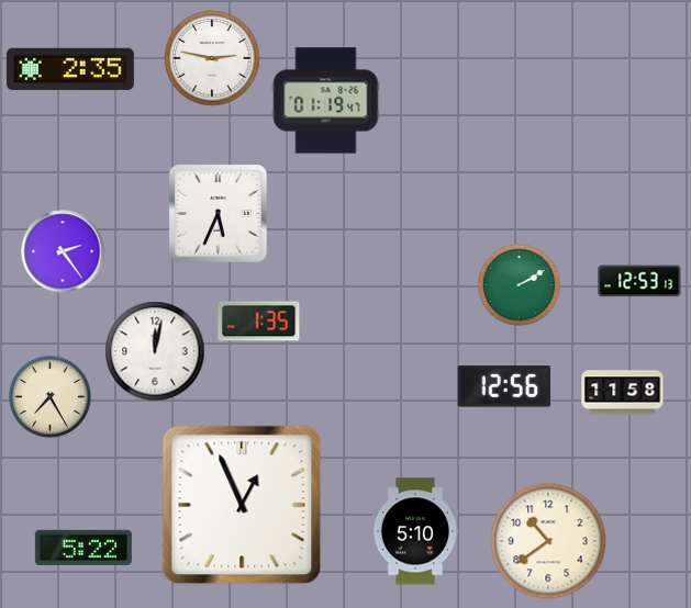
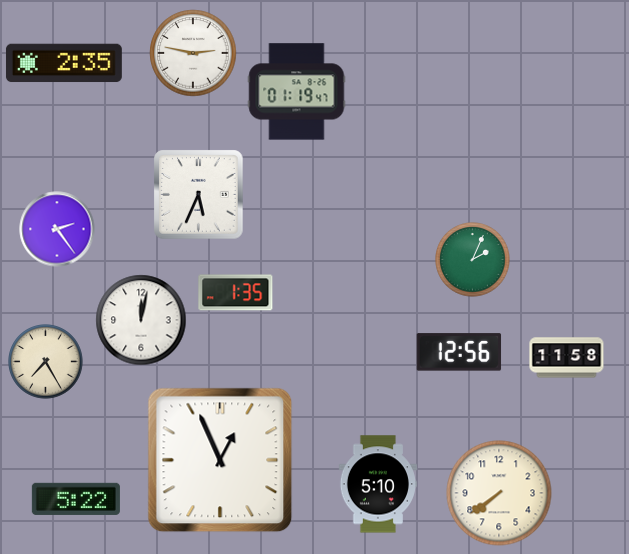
clock at (639, 281): 12:53 -> none
clock at (520, 285): 2:10 -> 2:04
clock at (548, 541): 10:39 -> 7:39
